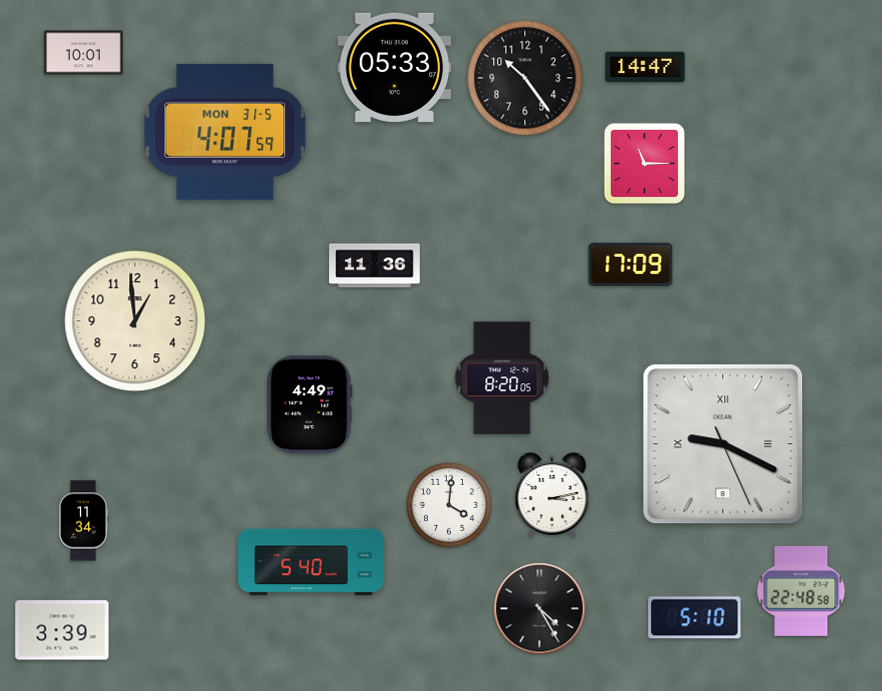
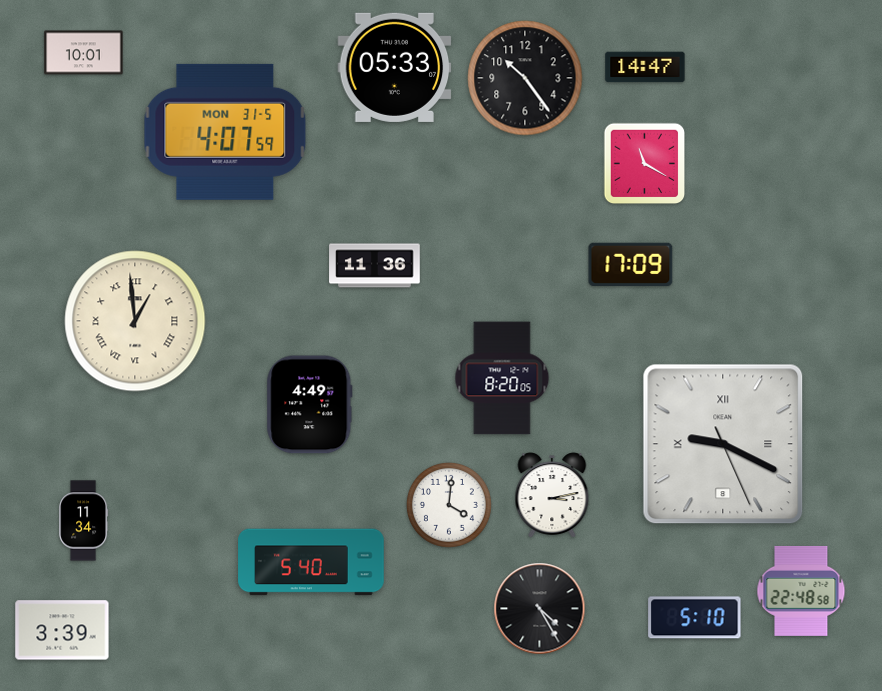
clock at (645, 164): 11:15 -> 11:20
clock at (135, 321) numerals: Arabic -> Roman
